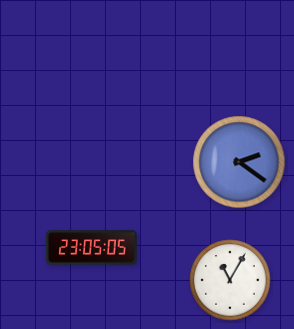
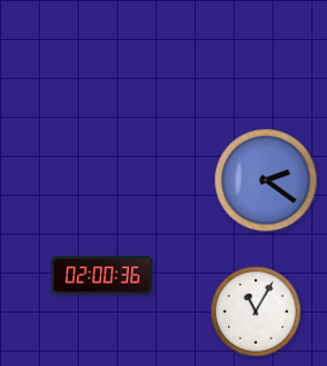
clock at (92, 248): 23:05 -> 02:00
